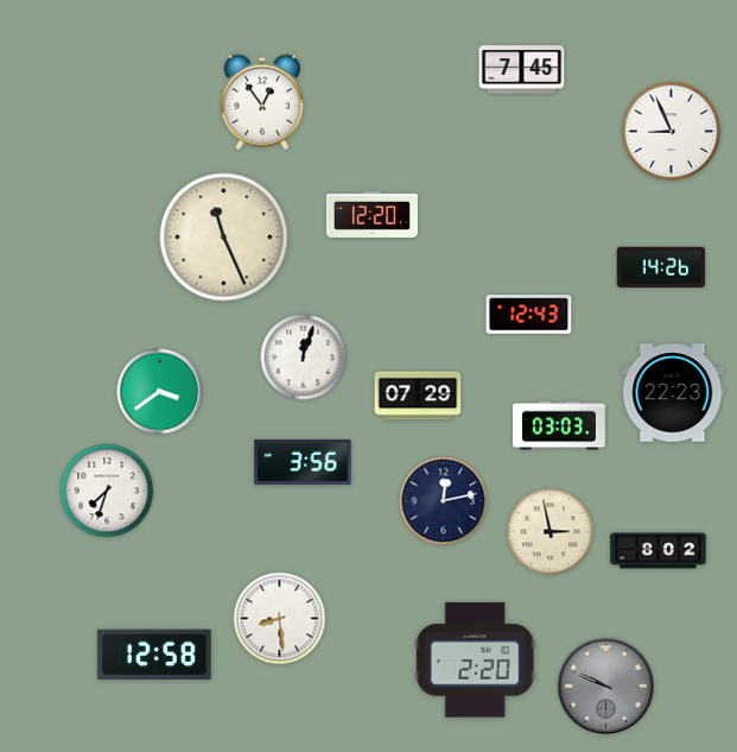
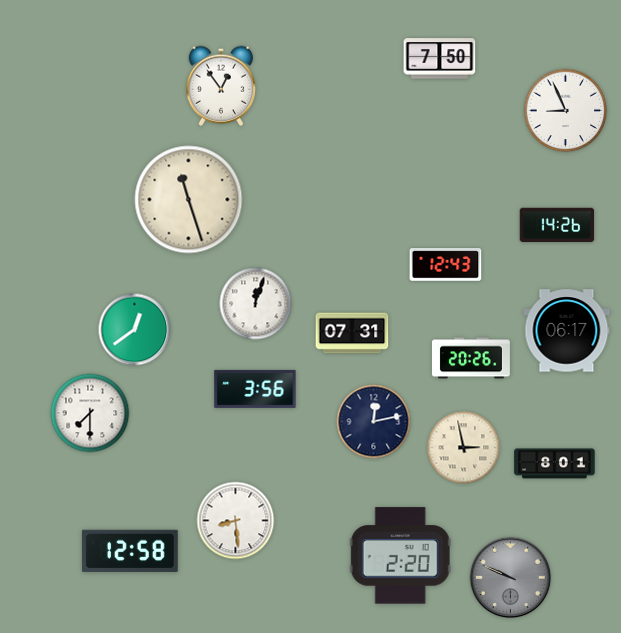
clock at (522, 70): 7:45 -> 7:50
clock at (371, 214): 12:20 -> none
clock at (224, 238): 11:26 -> 11:27
clock at (304, 358) position: (304, 358) -> (256, 304)
clock at (160, 392): 3:39 -> 12:39
clock at (673, 393): 22:23 -> 06:17
clock at (418, 396): 07:29 -> 07:31
clock at (559, 425): 03:03 -> 20:26
clock at (107, 491): 7:33 -> 7:30
clock at (659, 551): 8:02 -> 8:01
